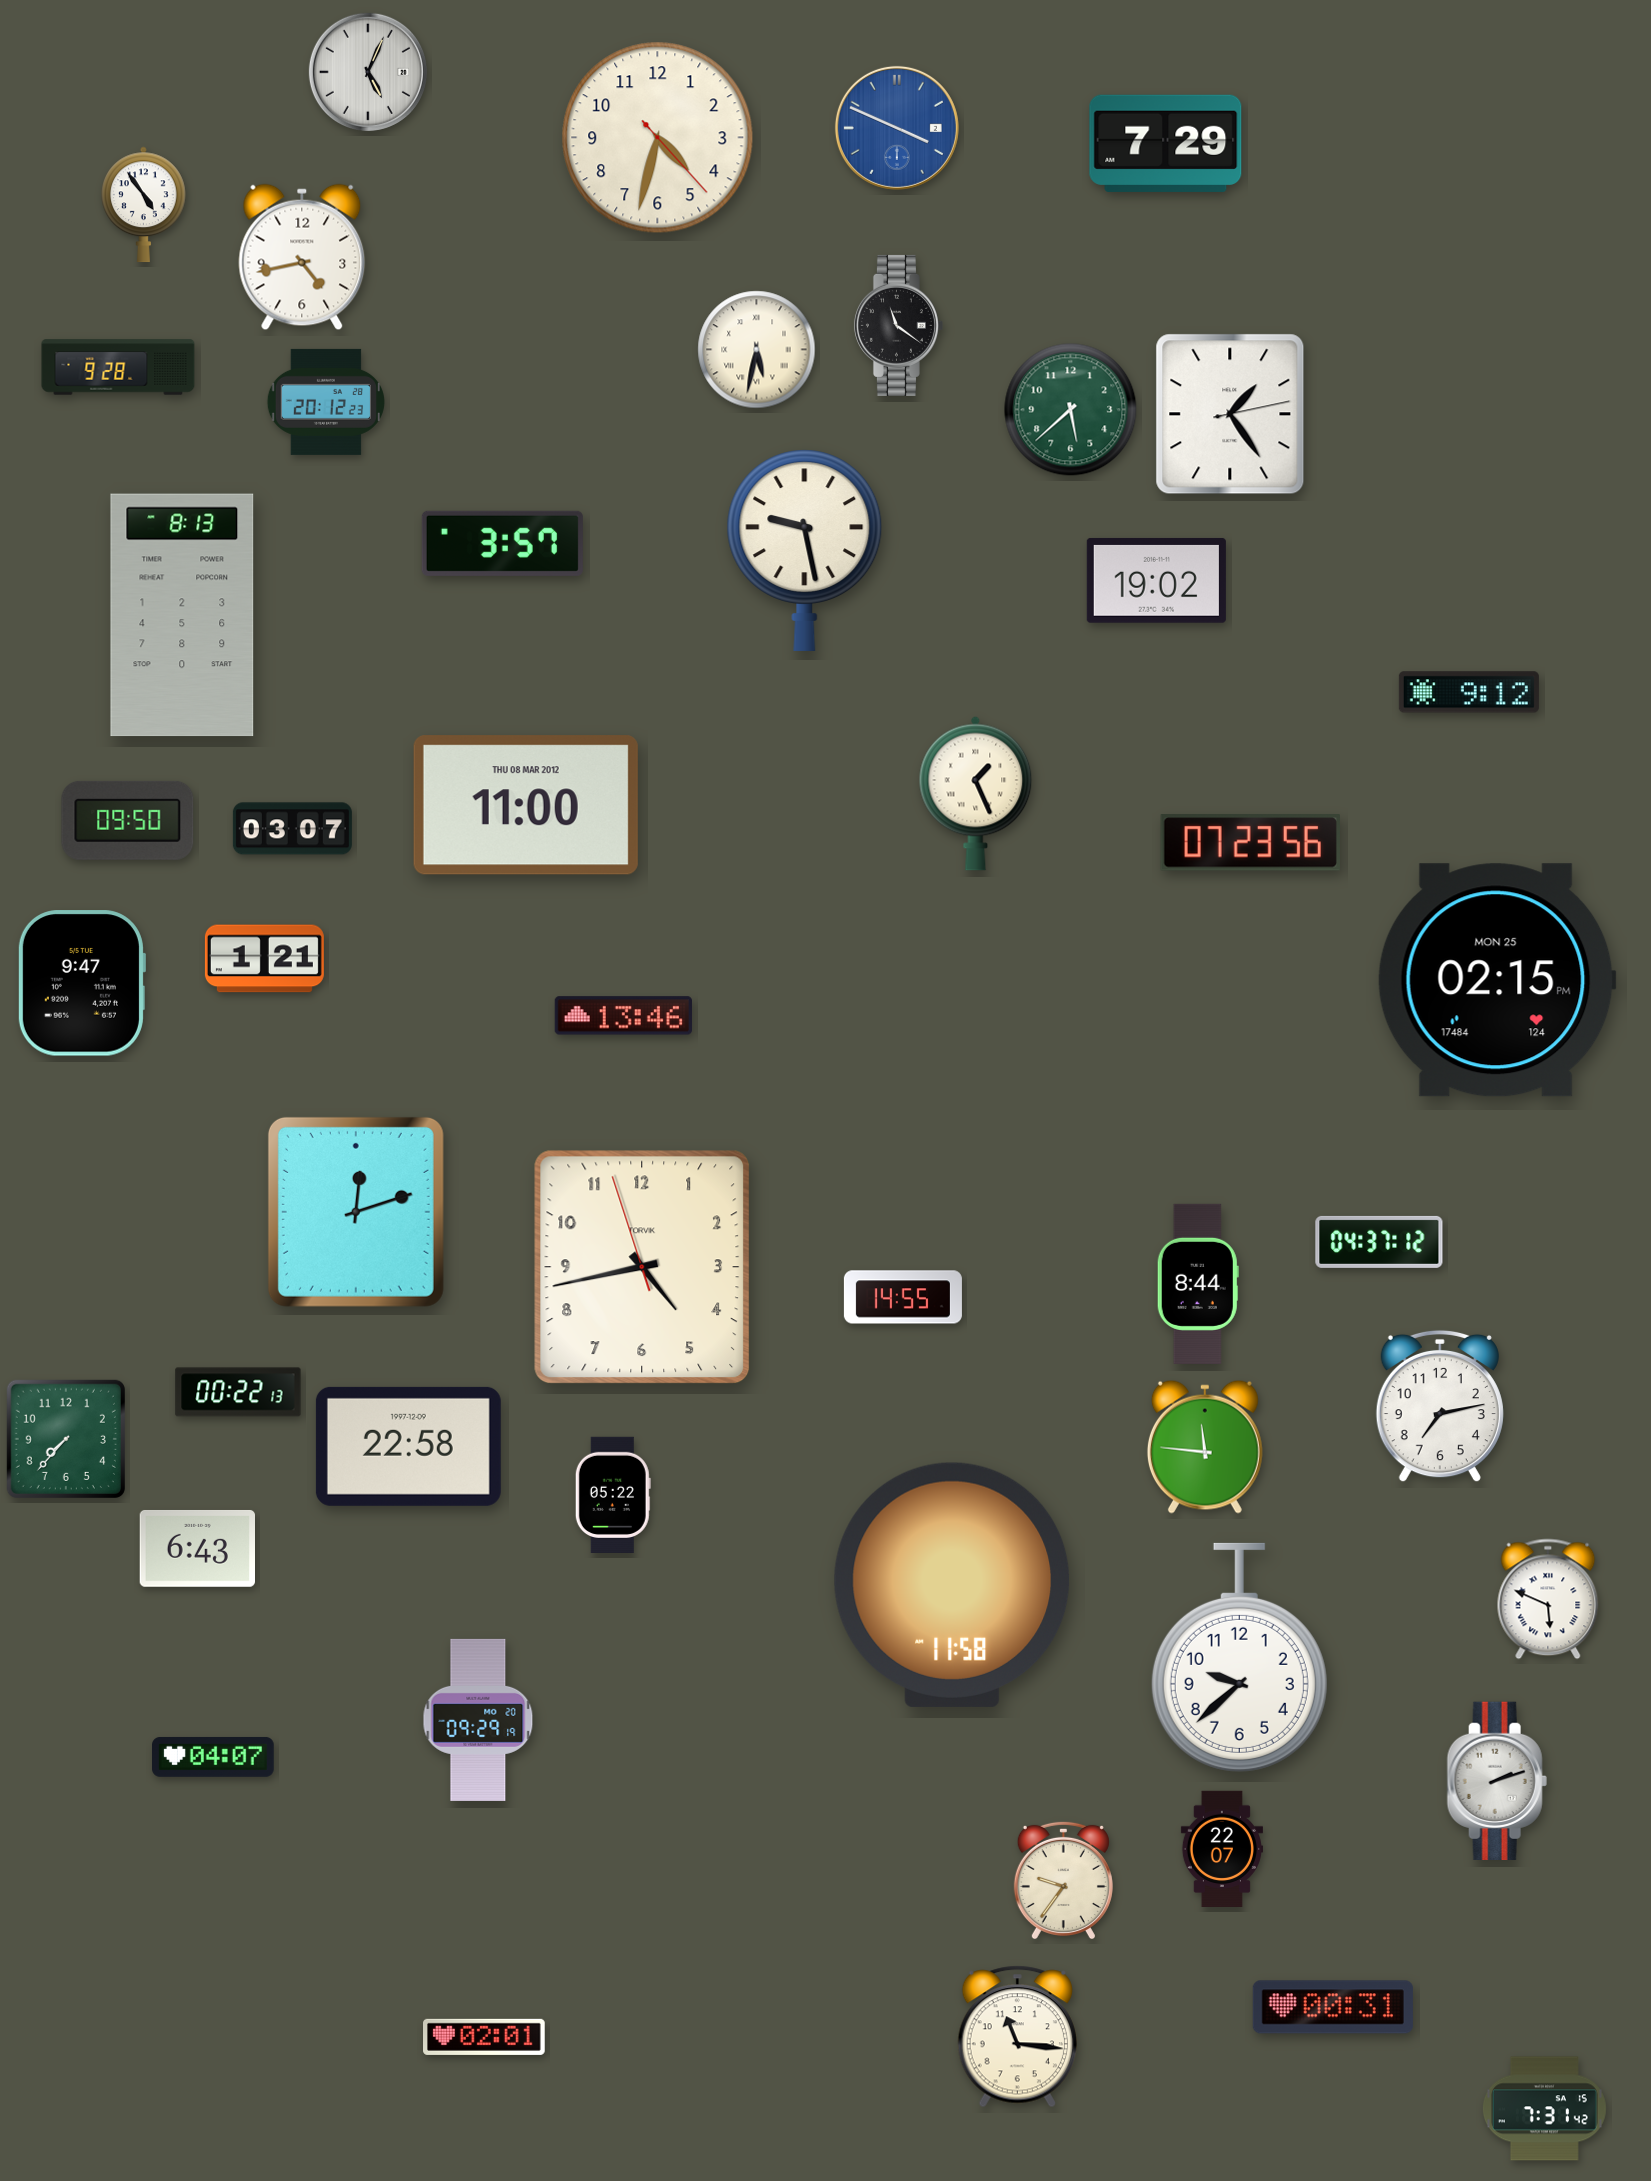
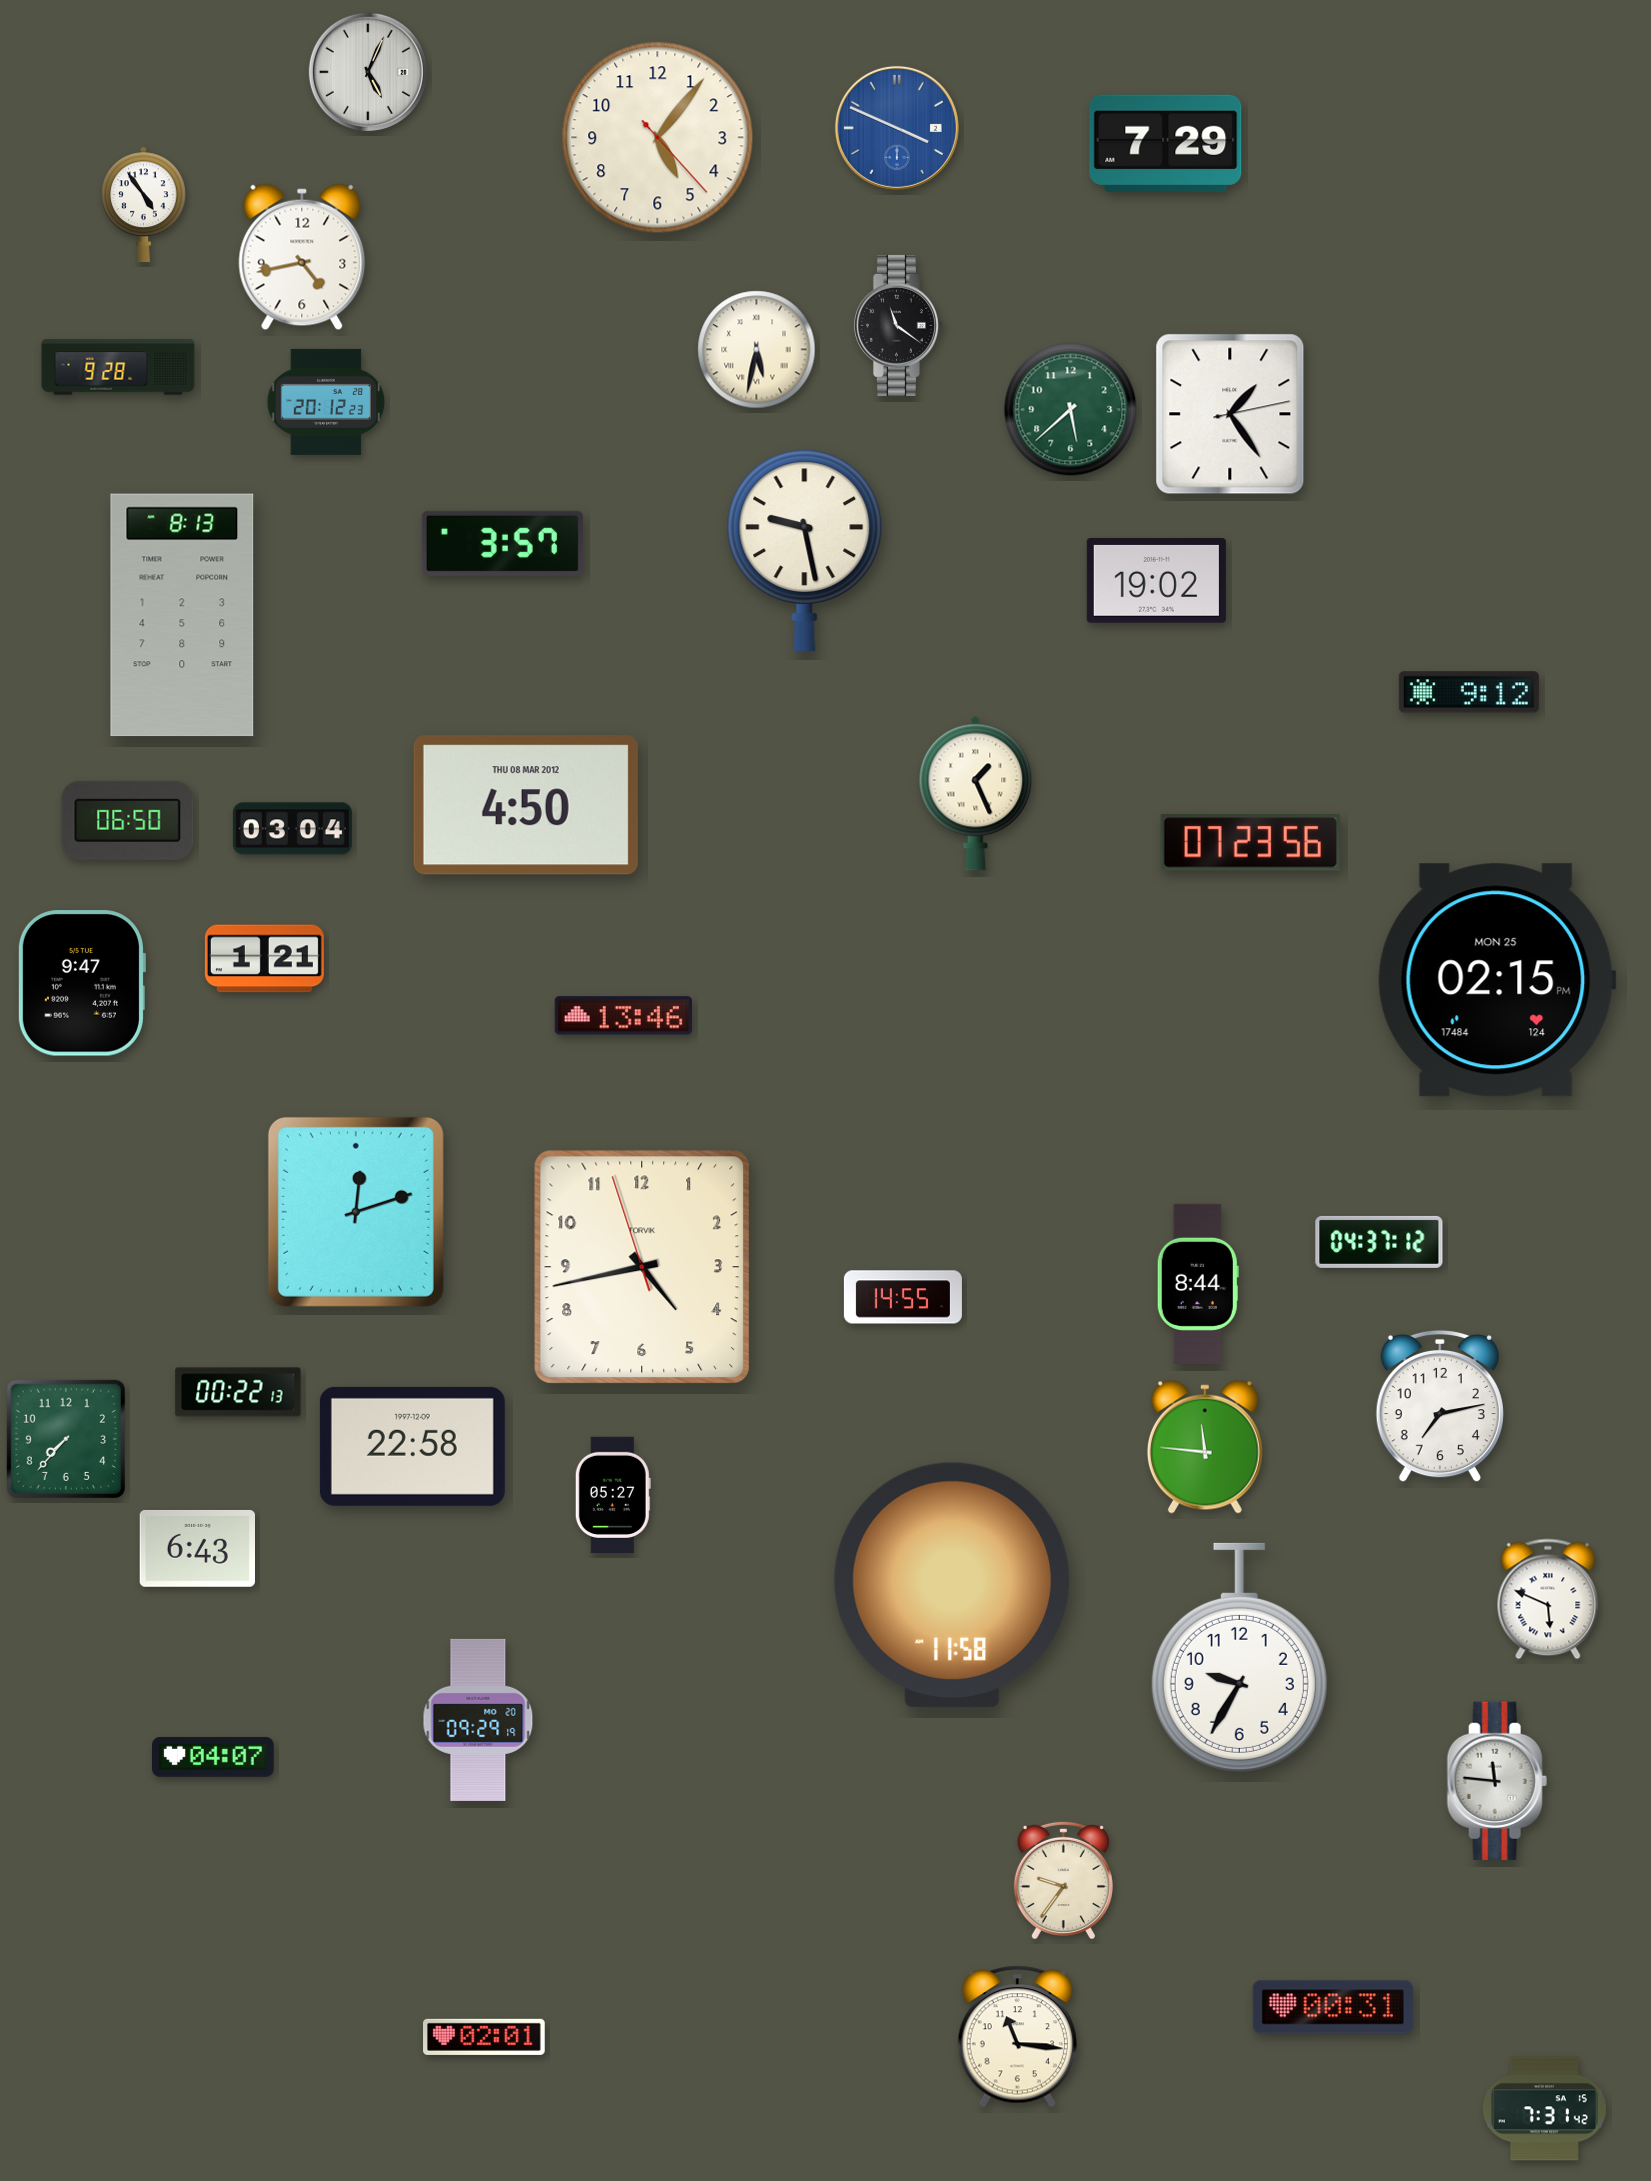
clock at (658, 138): 4:32 -> 5:06
clock at (526, 805): 11:00 -> 4:50
clock at (128, 820): 09:50 -> 06:50
clock at (292, 829): 03:07 -> 03:04
clock at (408, 1446) position: (408, 1446) -> (412, 1446)
clock at (613, 1494): 05:22 -> 05:27
clock at (1239, 1657): 9:38 -> 9:35
clock at (1497, 1780): 2:12 -> 11:46
clock at (1222, 1849): 22:07 -> none
